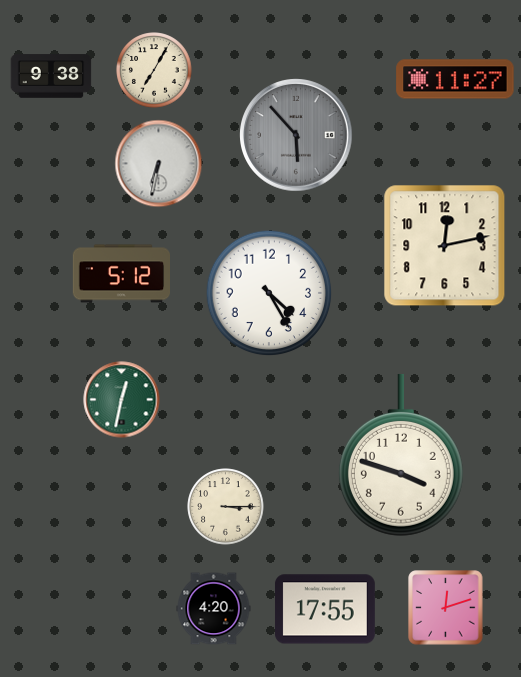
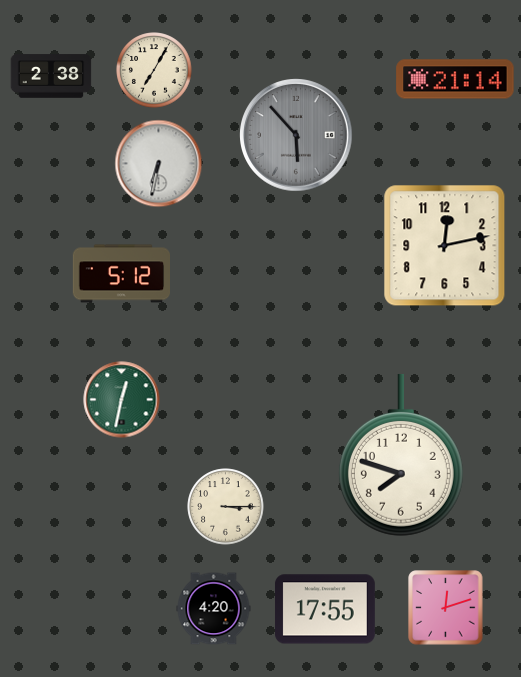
clock at (51, 76): 9:38 -> 2:38
clock at (455, 79): 11:27 -> 21:14
clock at (269, 293): 4:25 -> none
clock at (401, 455): 3:48 -> 7:48
